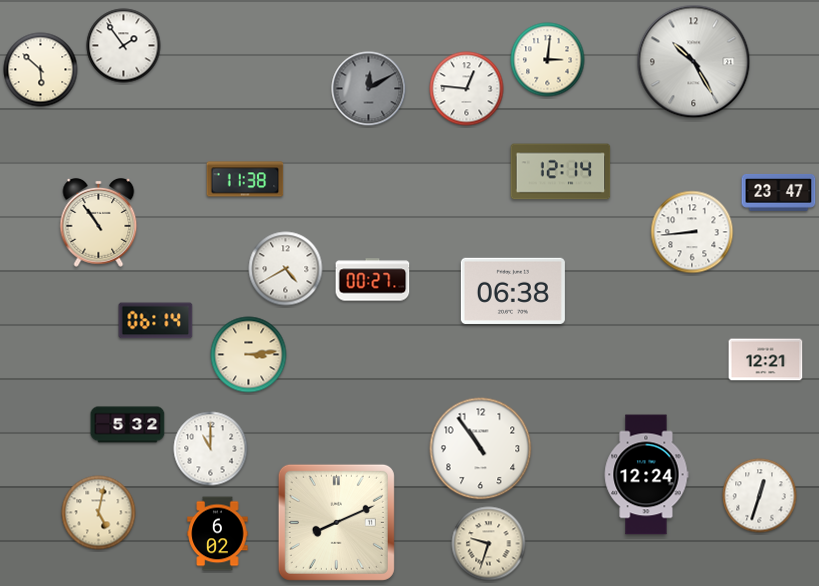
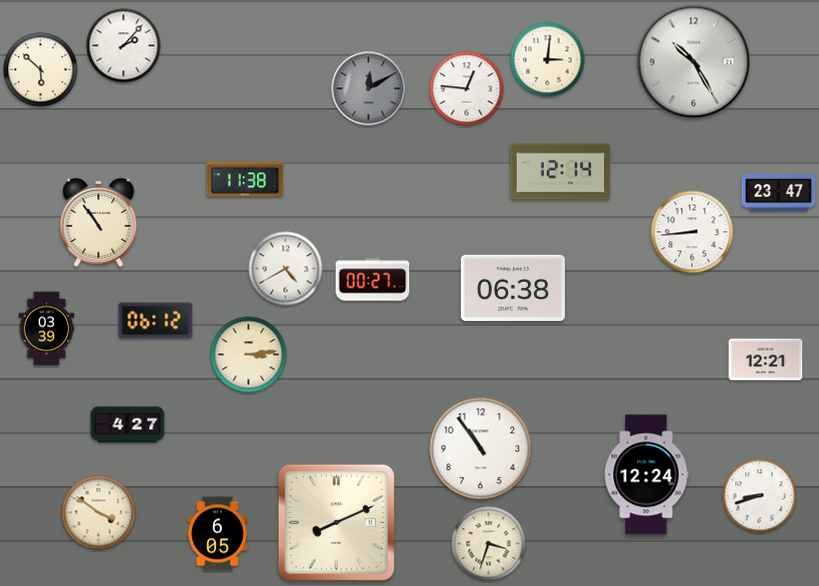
clock at (124, 46): 1:54 -> 2:07
clock at (513, 291) position: (513, 291) -> (513, 288)
clock at (156, 321): 06:14 -> 06:12
clock at (47, 329): none -> 03:39
clock at (128, 425): 5:32 -> 4:27
clock at (211, 449): 11:00 -> none
clock at (760, 496): 12:33 -> 8:42
clock at (99, 513): 5:02 -> 3:51
clock at (218, 534): 6:02 -> 6:05
clock at (489, 544): 9:33 -> 3:33
